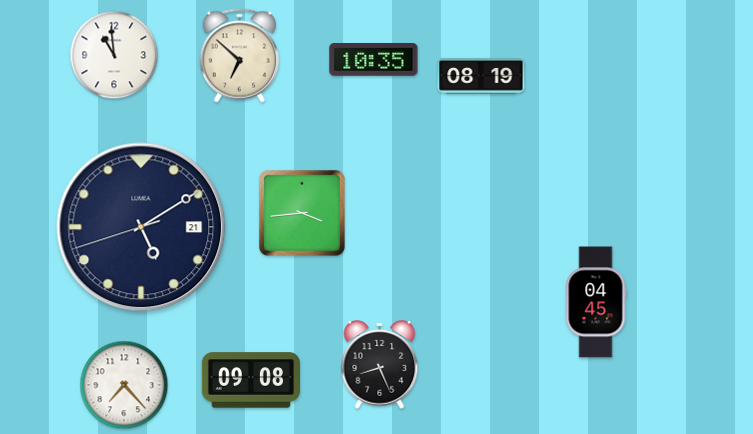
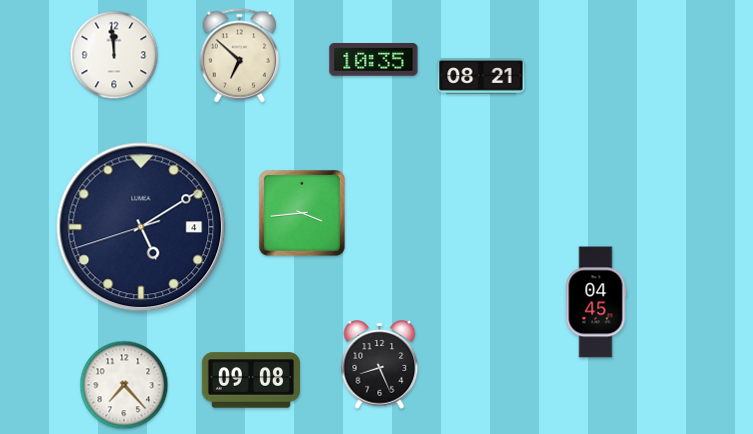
clock at (114, 55): 10:59 -> 11:59
clock at (481, 76): 08:19 -> 08:21
clock at (141, 227) date: 21 -> 4
